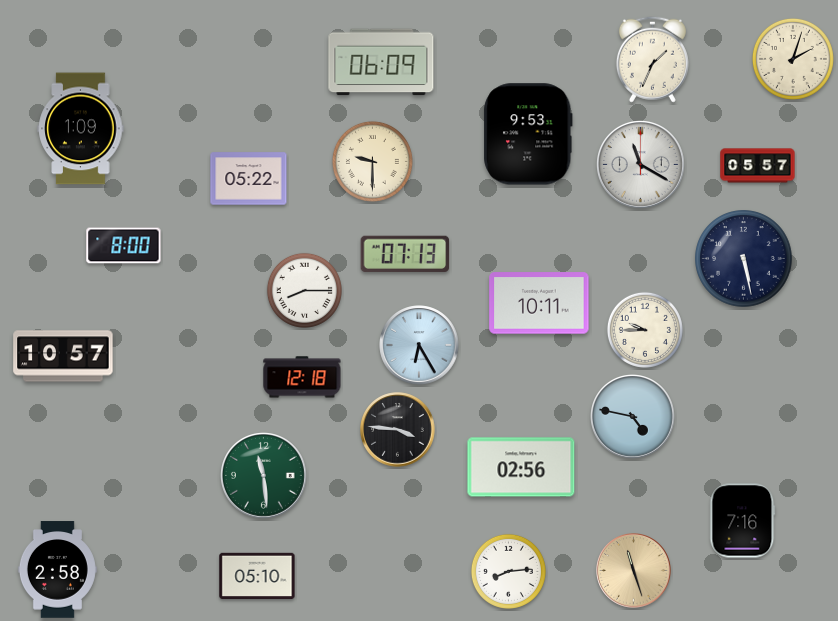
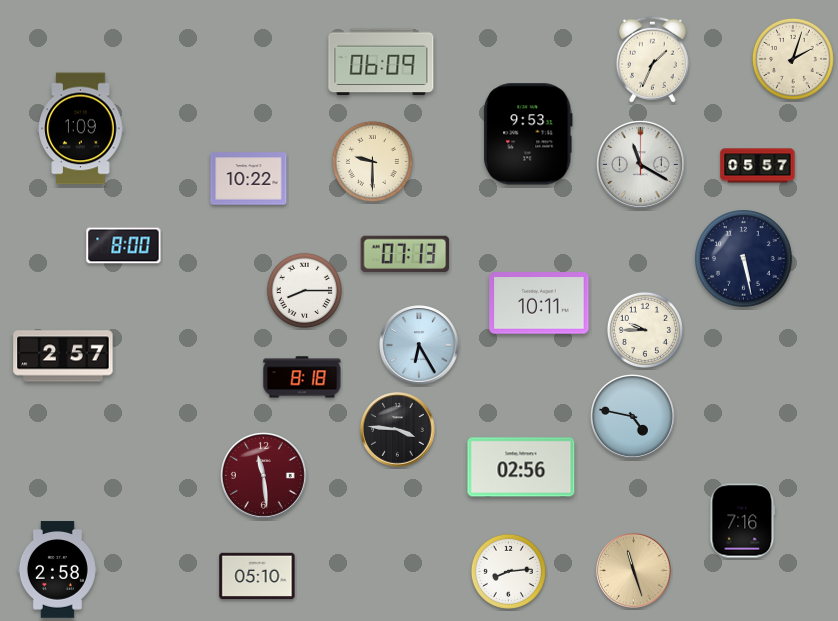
clock at (249, 179): 05:22 -> 10:22
clock at (63, 356): 10:57 -> 2:57
clock at (302, 377): 12:18 -> 8:18
clock at (264, 476) dial: green -> burgundy
